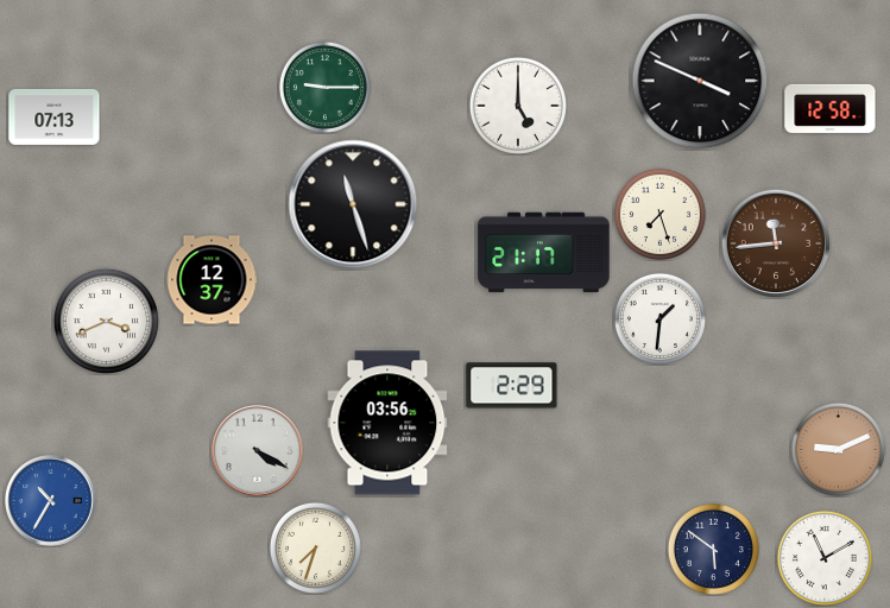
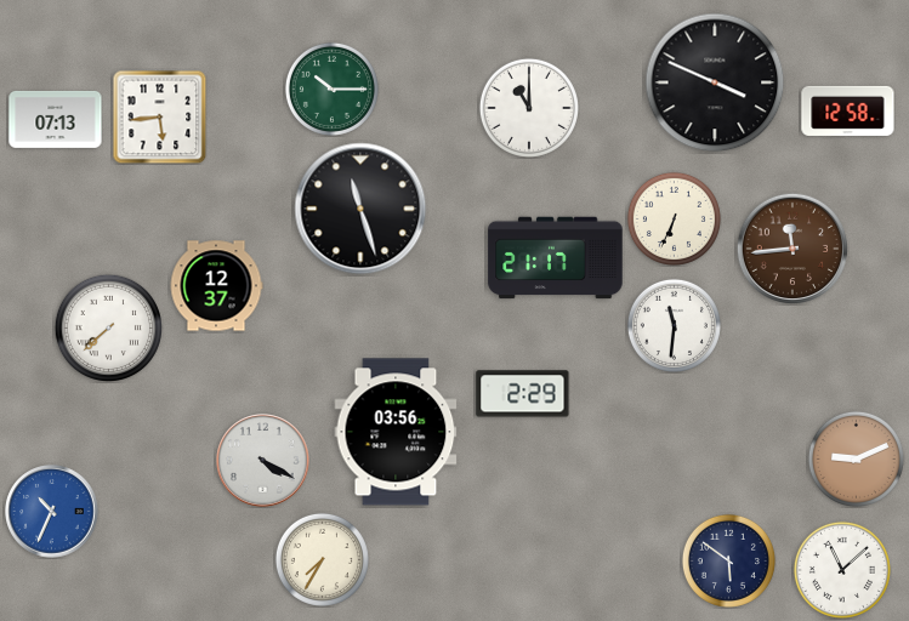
clock at (324, 87): 9:15 -> 10:15
clock at (518, 106): 5:00 -> 11:00
clock at (159, 116): none -> 5:44
clock at (659, 214): 7:27 -> 6:34
clock at (659, 318): 1:31 -> 11:31
clock at (106, 321): 3:41 -> 7:38
clock at (51, 501): 10:35 -> 10:34
clock at (315, 547): 7:33 -> 7:35
clock at (825, 558): 11:10 -> 11:08
